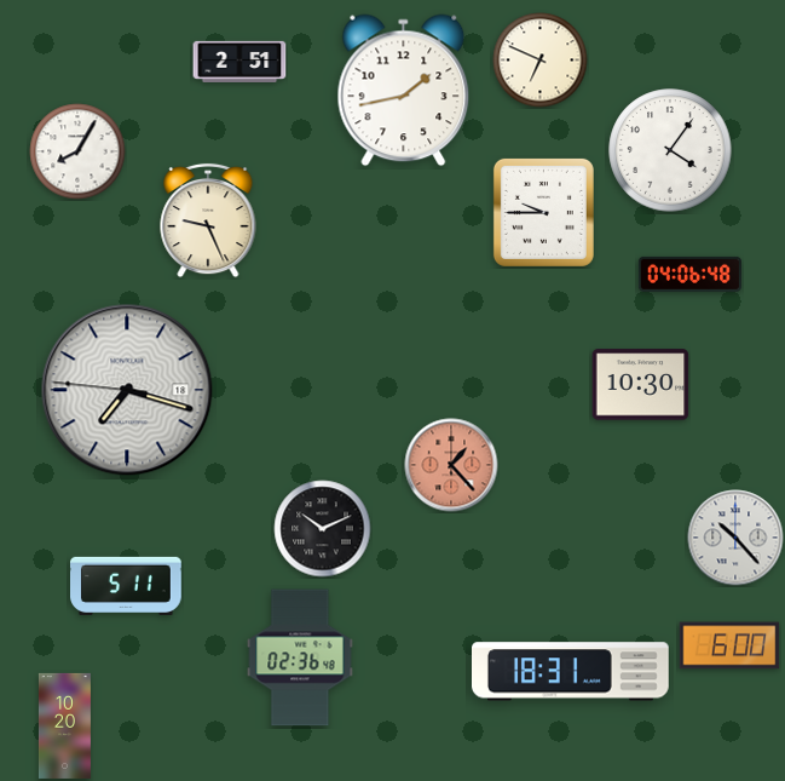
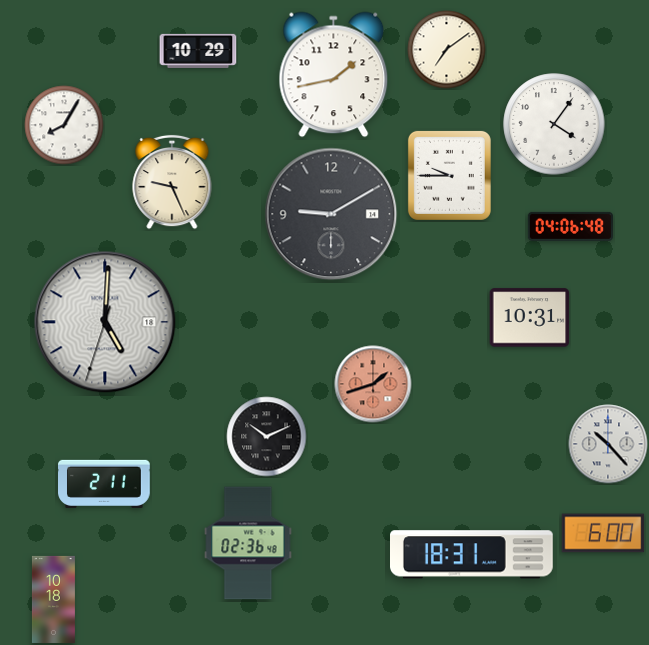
clock at (541, 61): 6:49 -> 7:09
clock at (239, 62): 2:51 -> 10:29
clock at (331, 214): none -> 9:10
clock at (641, 385): 10:30 -> 10:31
clock at (127, 390): 7:17 -> 5:00
clock at (451, 465): 1:23 -> 1:42
clock at (127, 586): 5:11 -> 2:11
clock at (64, 725): 10:20 -> 10:18
